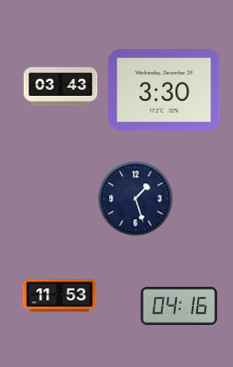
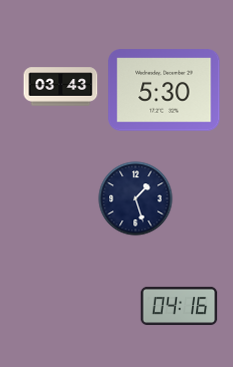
clock at (164, 90): 3:30 -> 5:30
clock at (60, 296): 11:53 -> none
